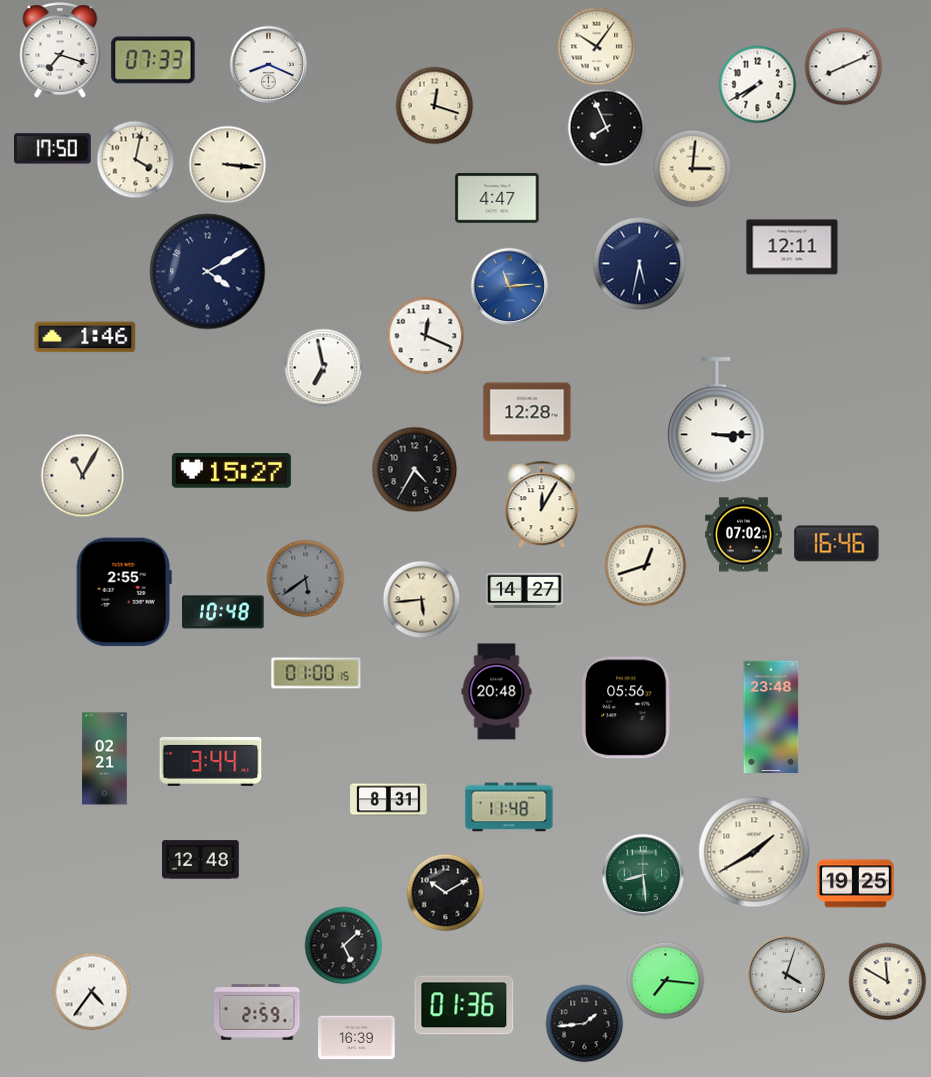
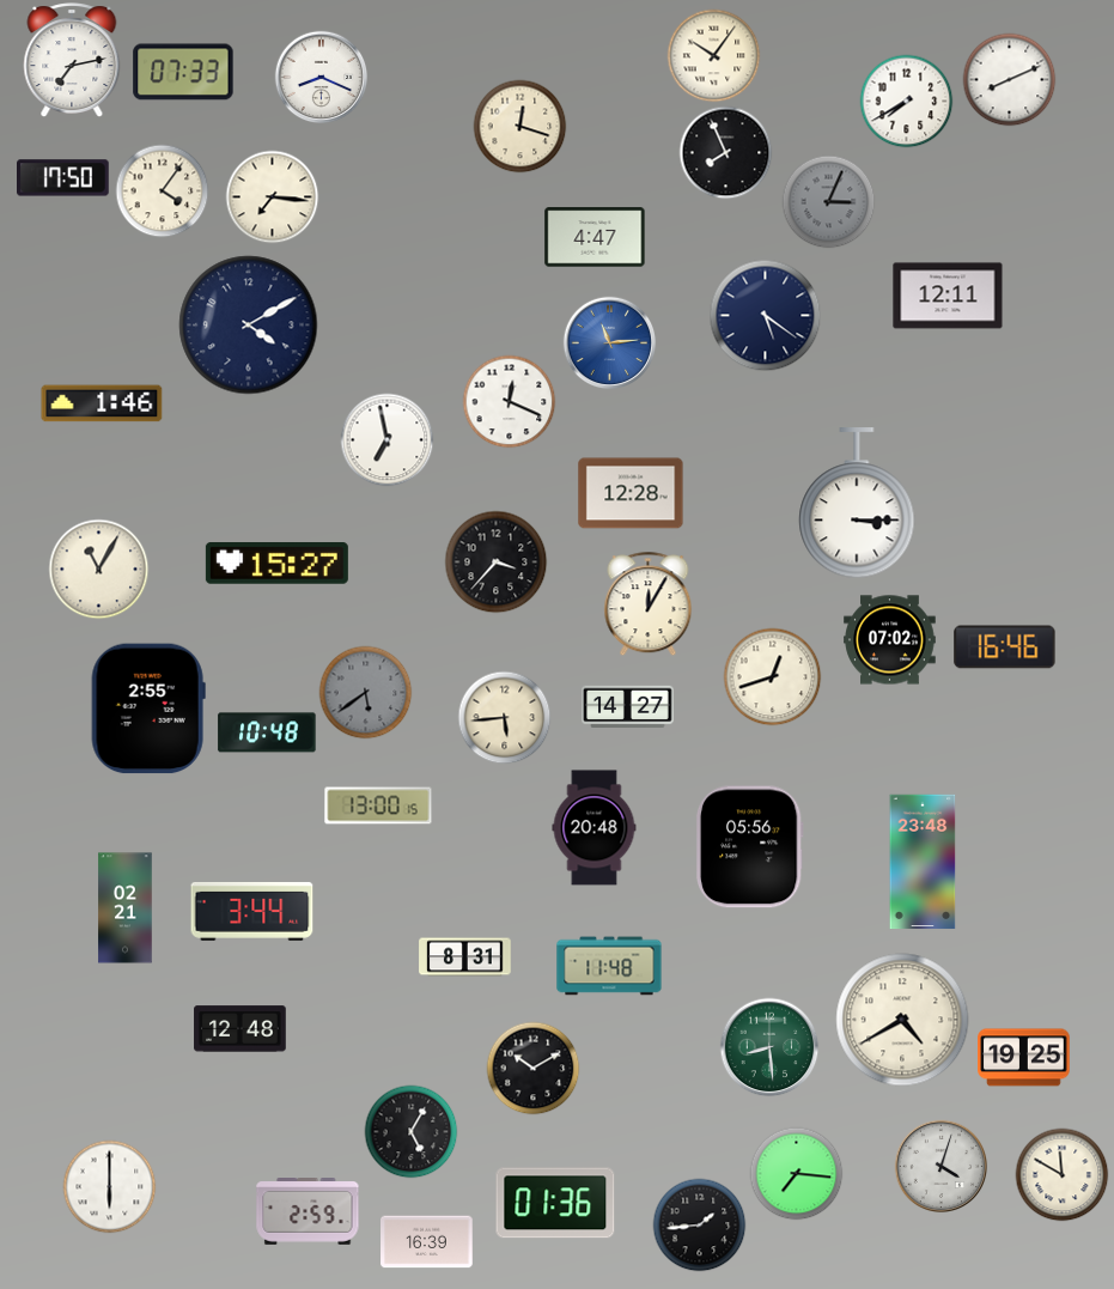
clock at (60, 50): 7:18 -> 7:13
clock at (135, 159): 4:02 -> 4:06
clock at (227, 164): 3:16 -> 7:16
clock at (692, 168): 3:01 -> 3:04
clock at (692, 168) dial: cream -> grey
clock at (639, 263): 5:32 -> 5:21
clock at (414, 469): 4:35 -> 3:37
clock at (837, 544) position: (837, 544) -> (1005, 647)
clock at (316, 673): 01:00 -> 13:00
clock at (771, 717) position: (771, 717) -> (923, 862)
clock at (754, 852): 1:40 -> 4:40
clock at (343, 945): 5:08 -> 5:05
clock at (91, 991): 4:36 -> 6:00
